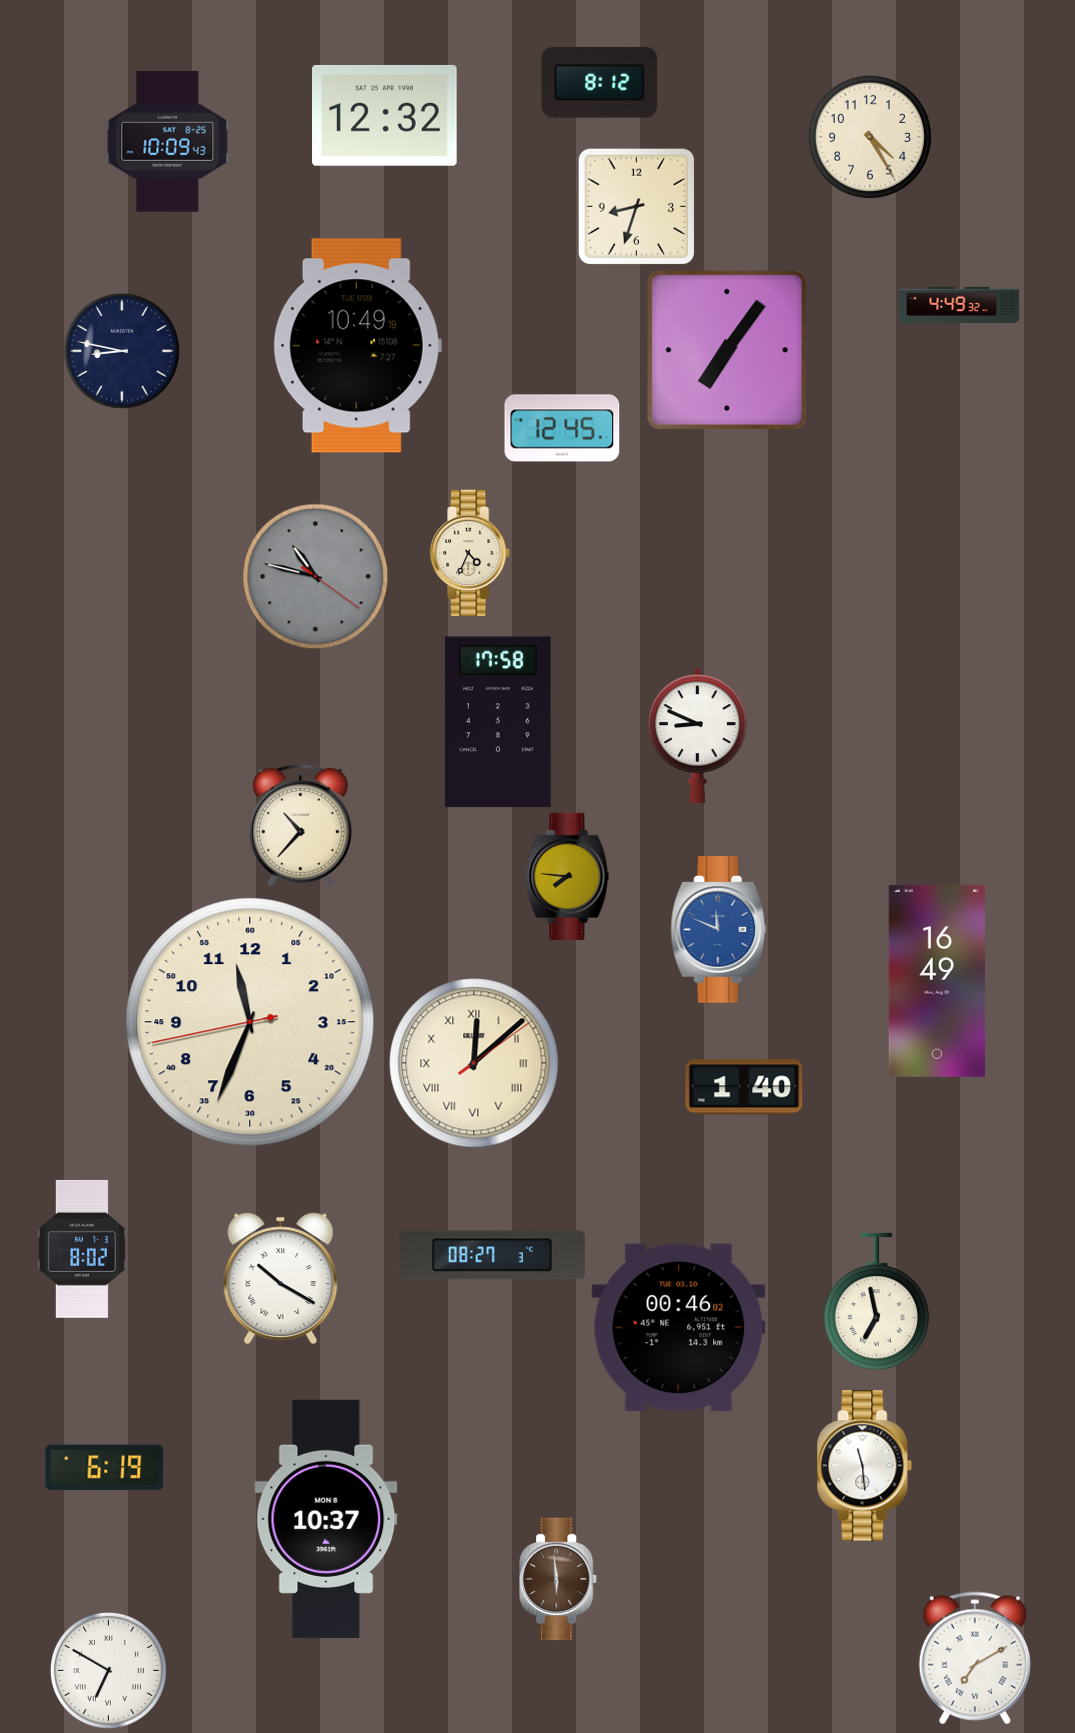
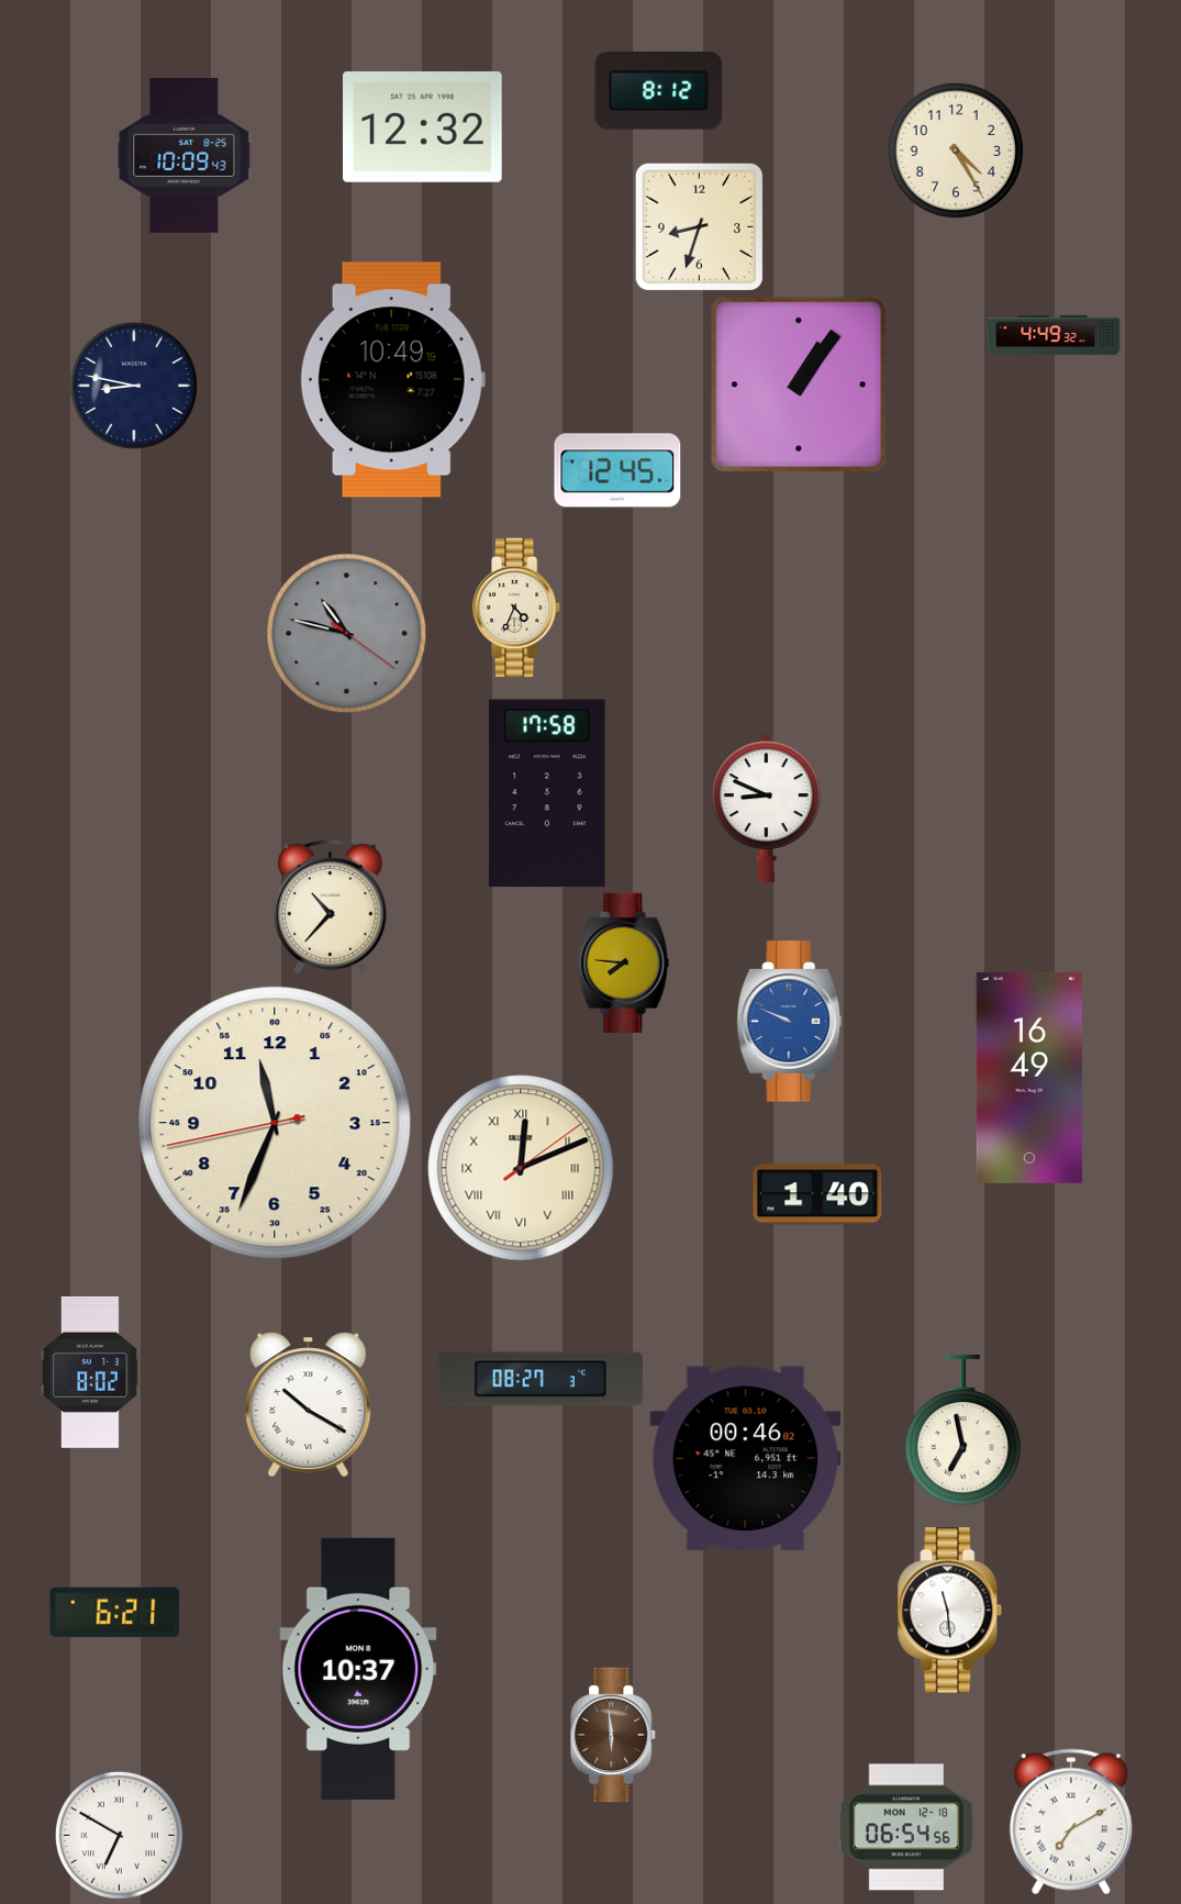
clock at (727, 350): 7:06 -> 1:06
clock at (719, 930): 11:49 -> 9:49
clock at (474, 1063): 12:08 -> 12:11
clock at (105, 1467): 6:19 -> 6:21
clock at (906, 1827): none -> 06:54
